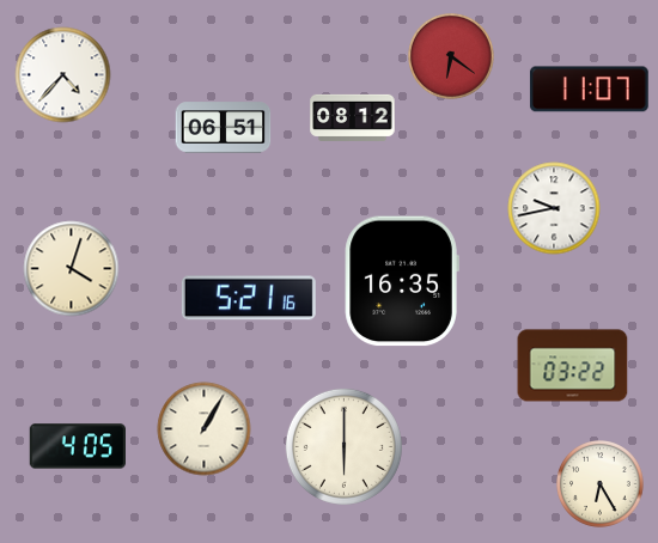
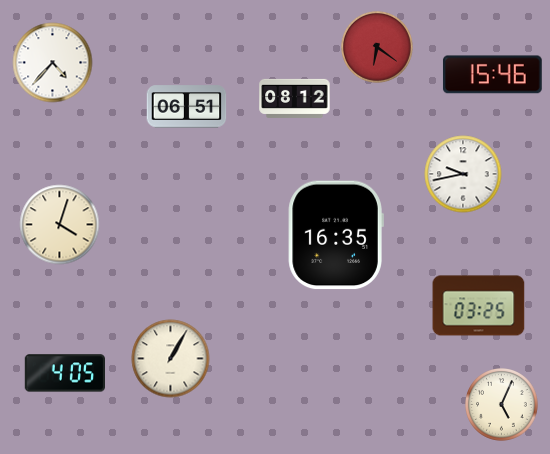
clock at (589, 90): 11:07 -> 15:46
clock at (249, 298): 5:21 -> none
clock at (573, 366): 03:22 -> 03:25
clock at (343, 446): 6:00 -> none
clock at (601, 484): 6:25 -> 5:04
